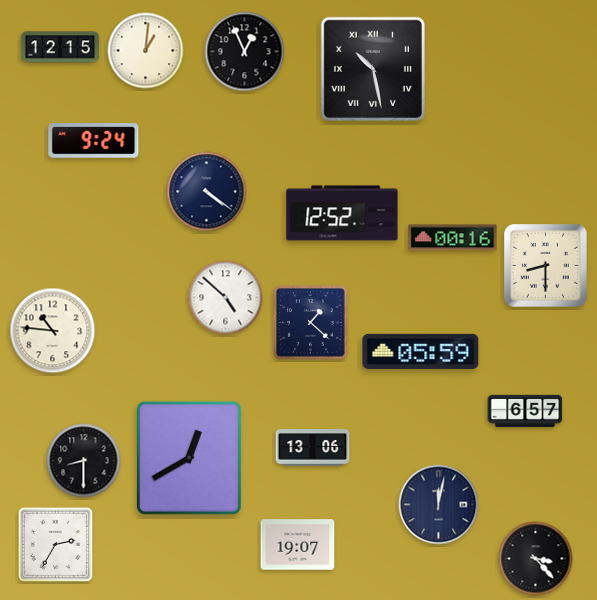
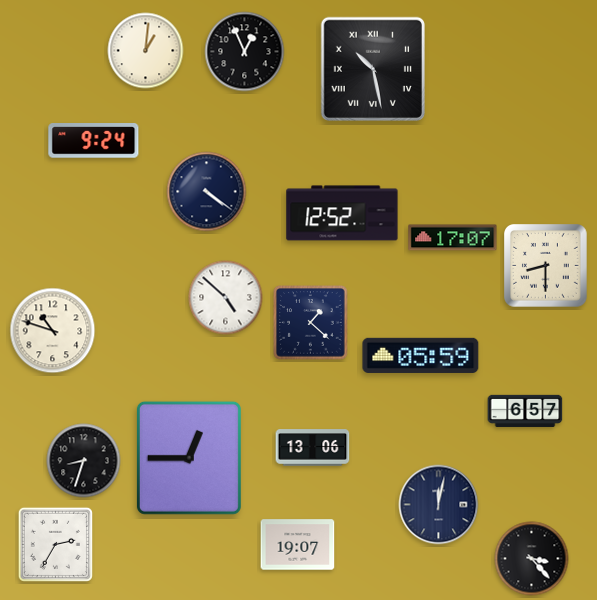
clock at (60, 47): 12:15 -> none
clock at (453, 238): 00:16 -> 17:07
clock at (53, 331): 10:46 -> 10:48
clock at (421, 351) position: (421, 351) -> (421, 355)
clock at (189, 458): 12:40 -> 12:45
clock at (84, 461): 8:30 -> 8:33
clock at (536, 559) position: (536, 559) -> (532, 559)
